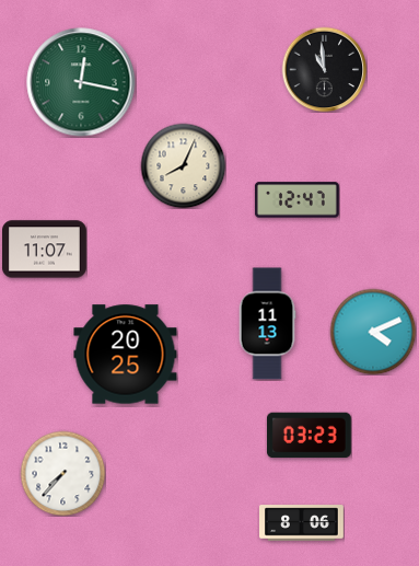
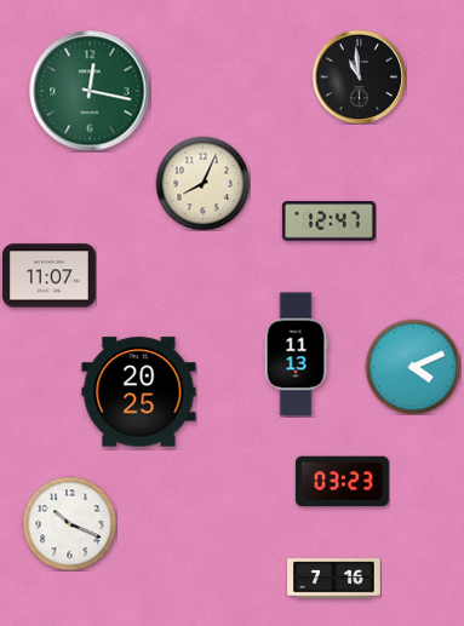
clock at (267, 324) position: (267, 324) -> (296, 355)
clock at (62, 473): 7:37 -> 10:19
clock at (302, 523): 8:06 -> 7:16
